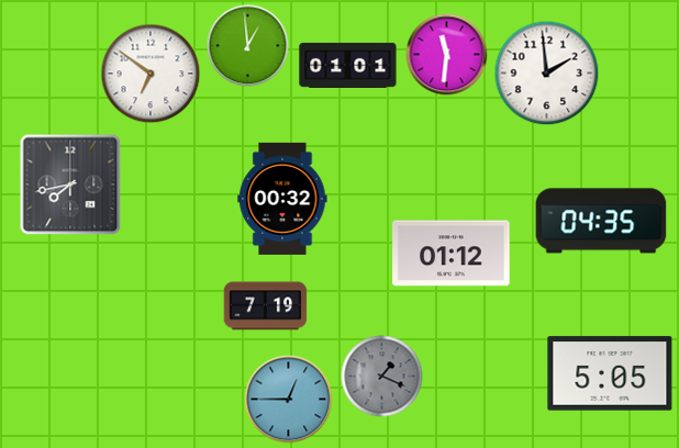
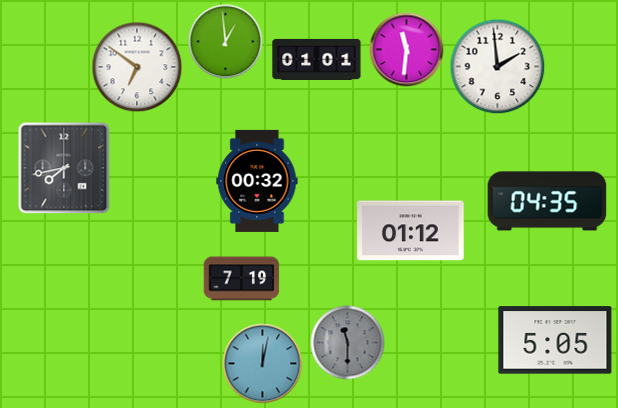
clock at (382, 377): 1:19 -> 11:30
clock at (289, 400): 12:45 -> 12:02
